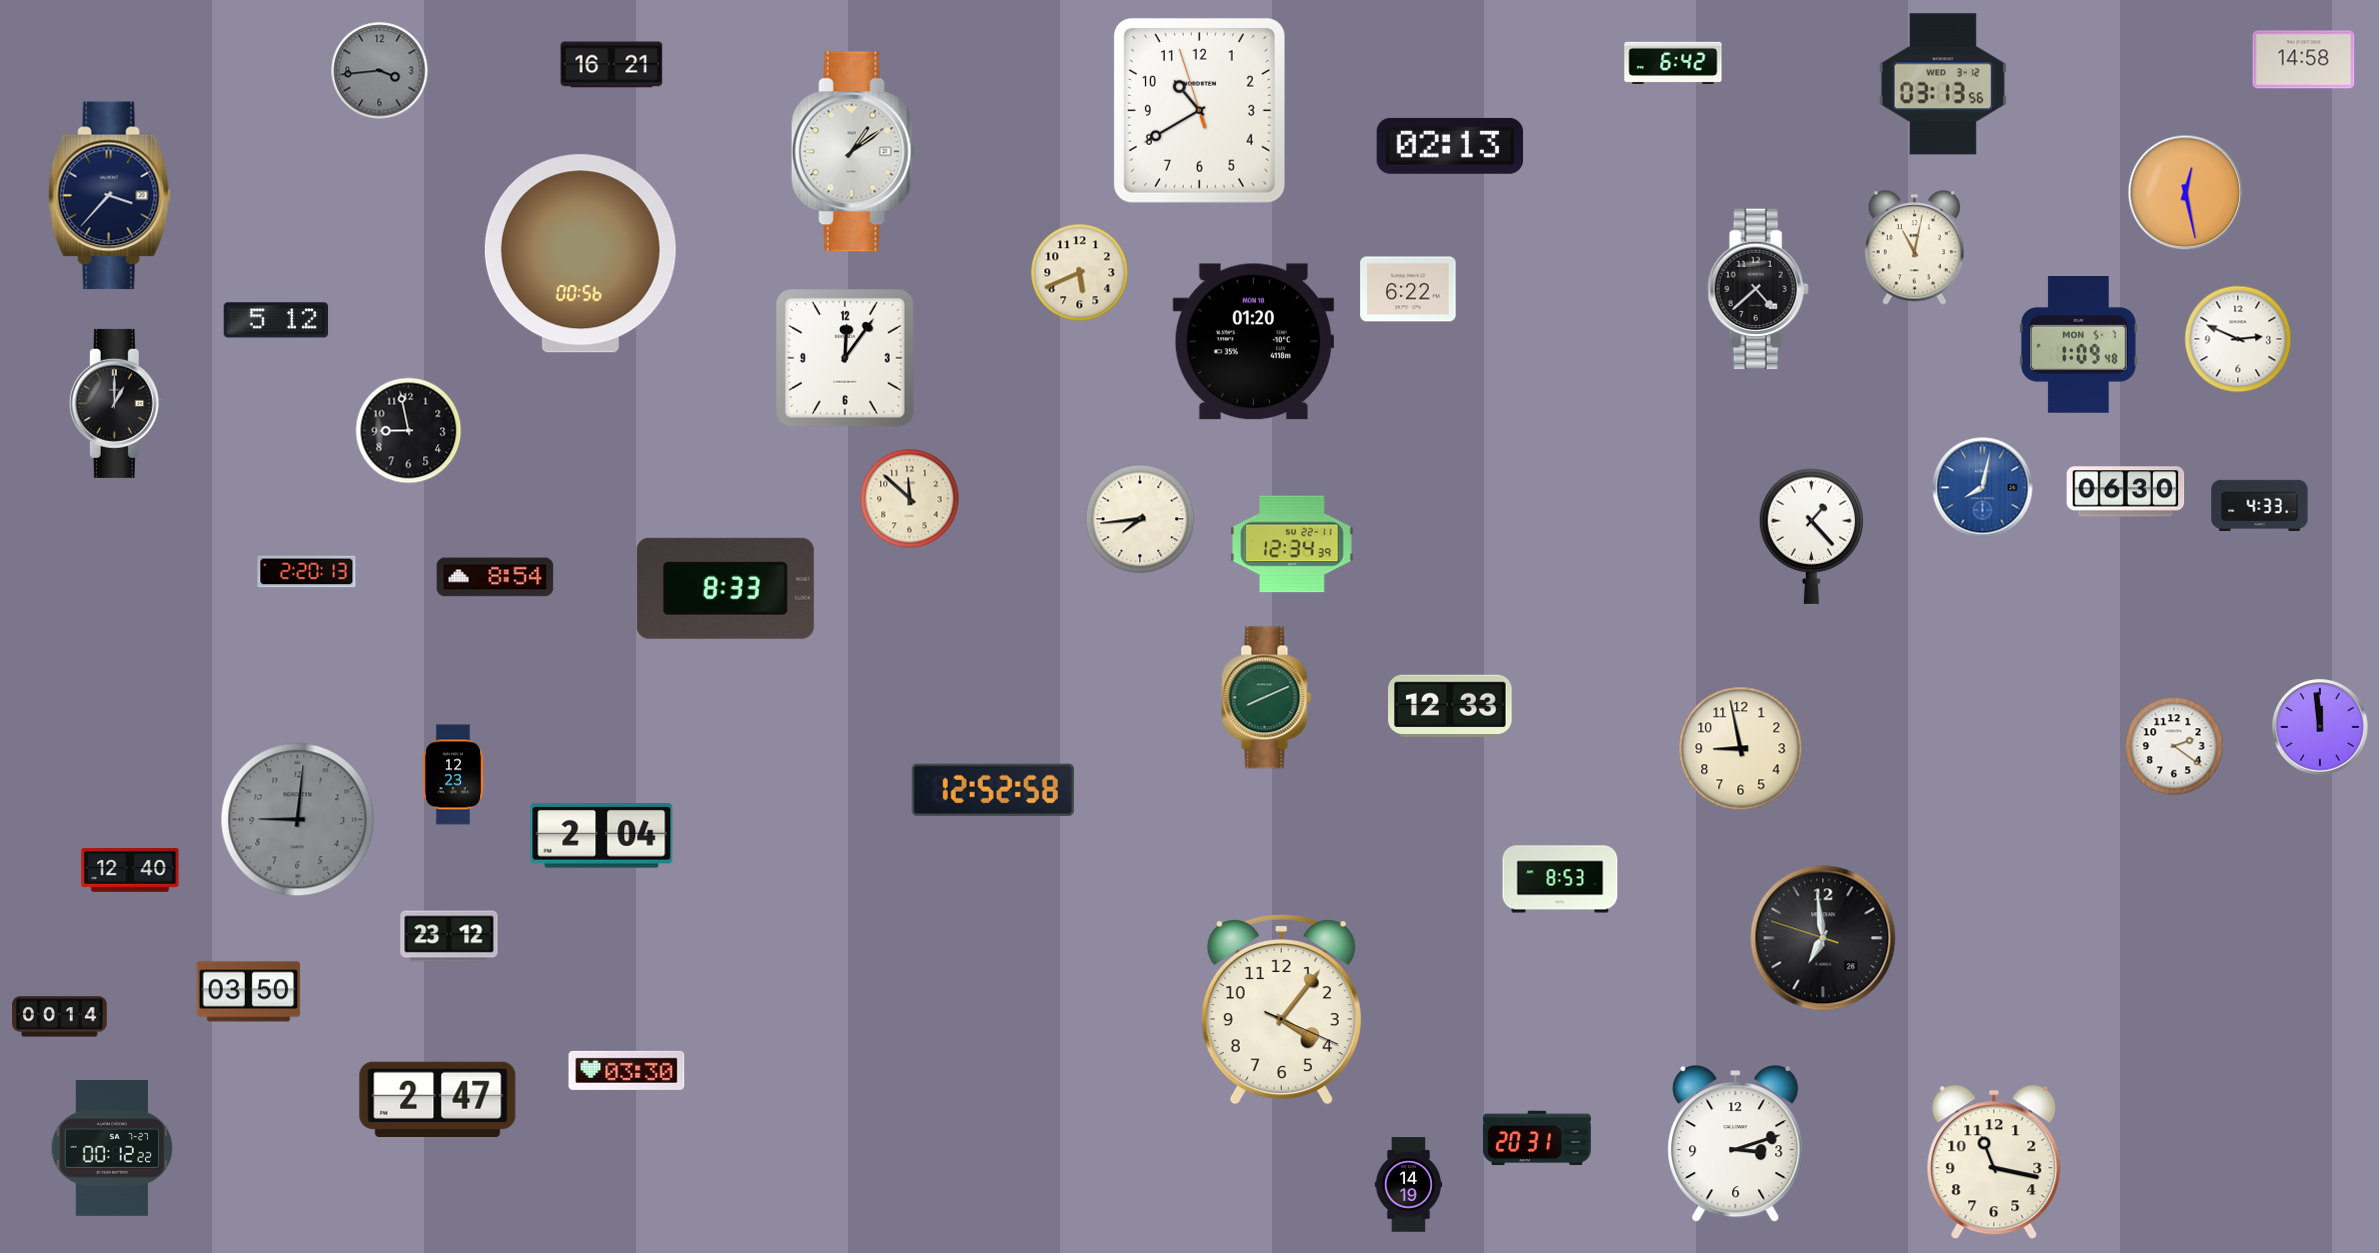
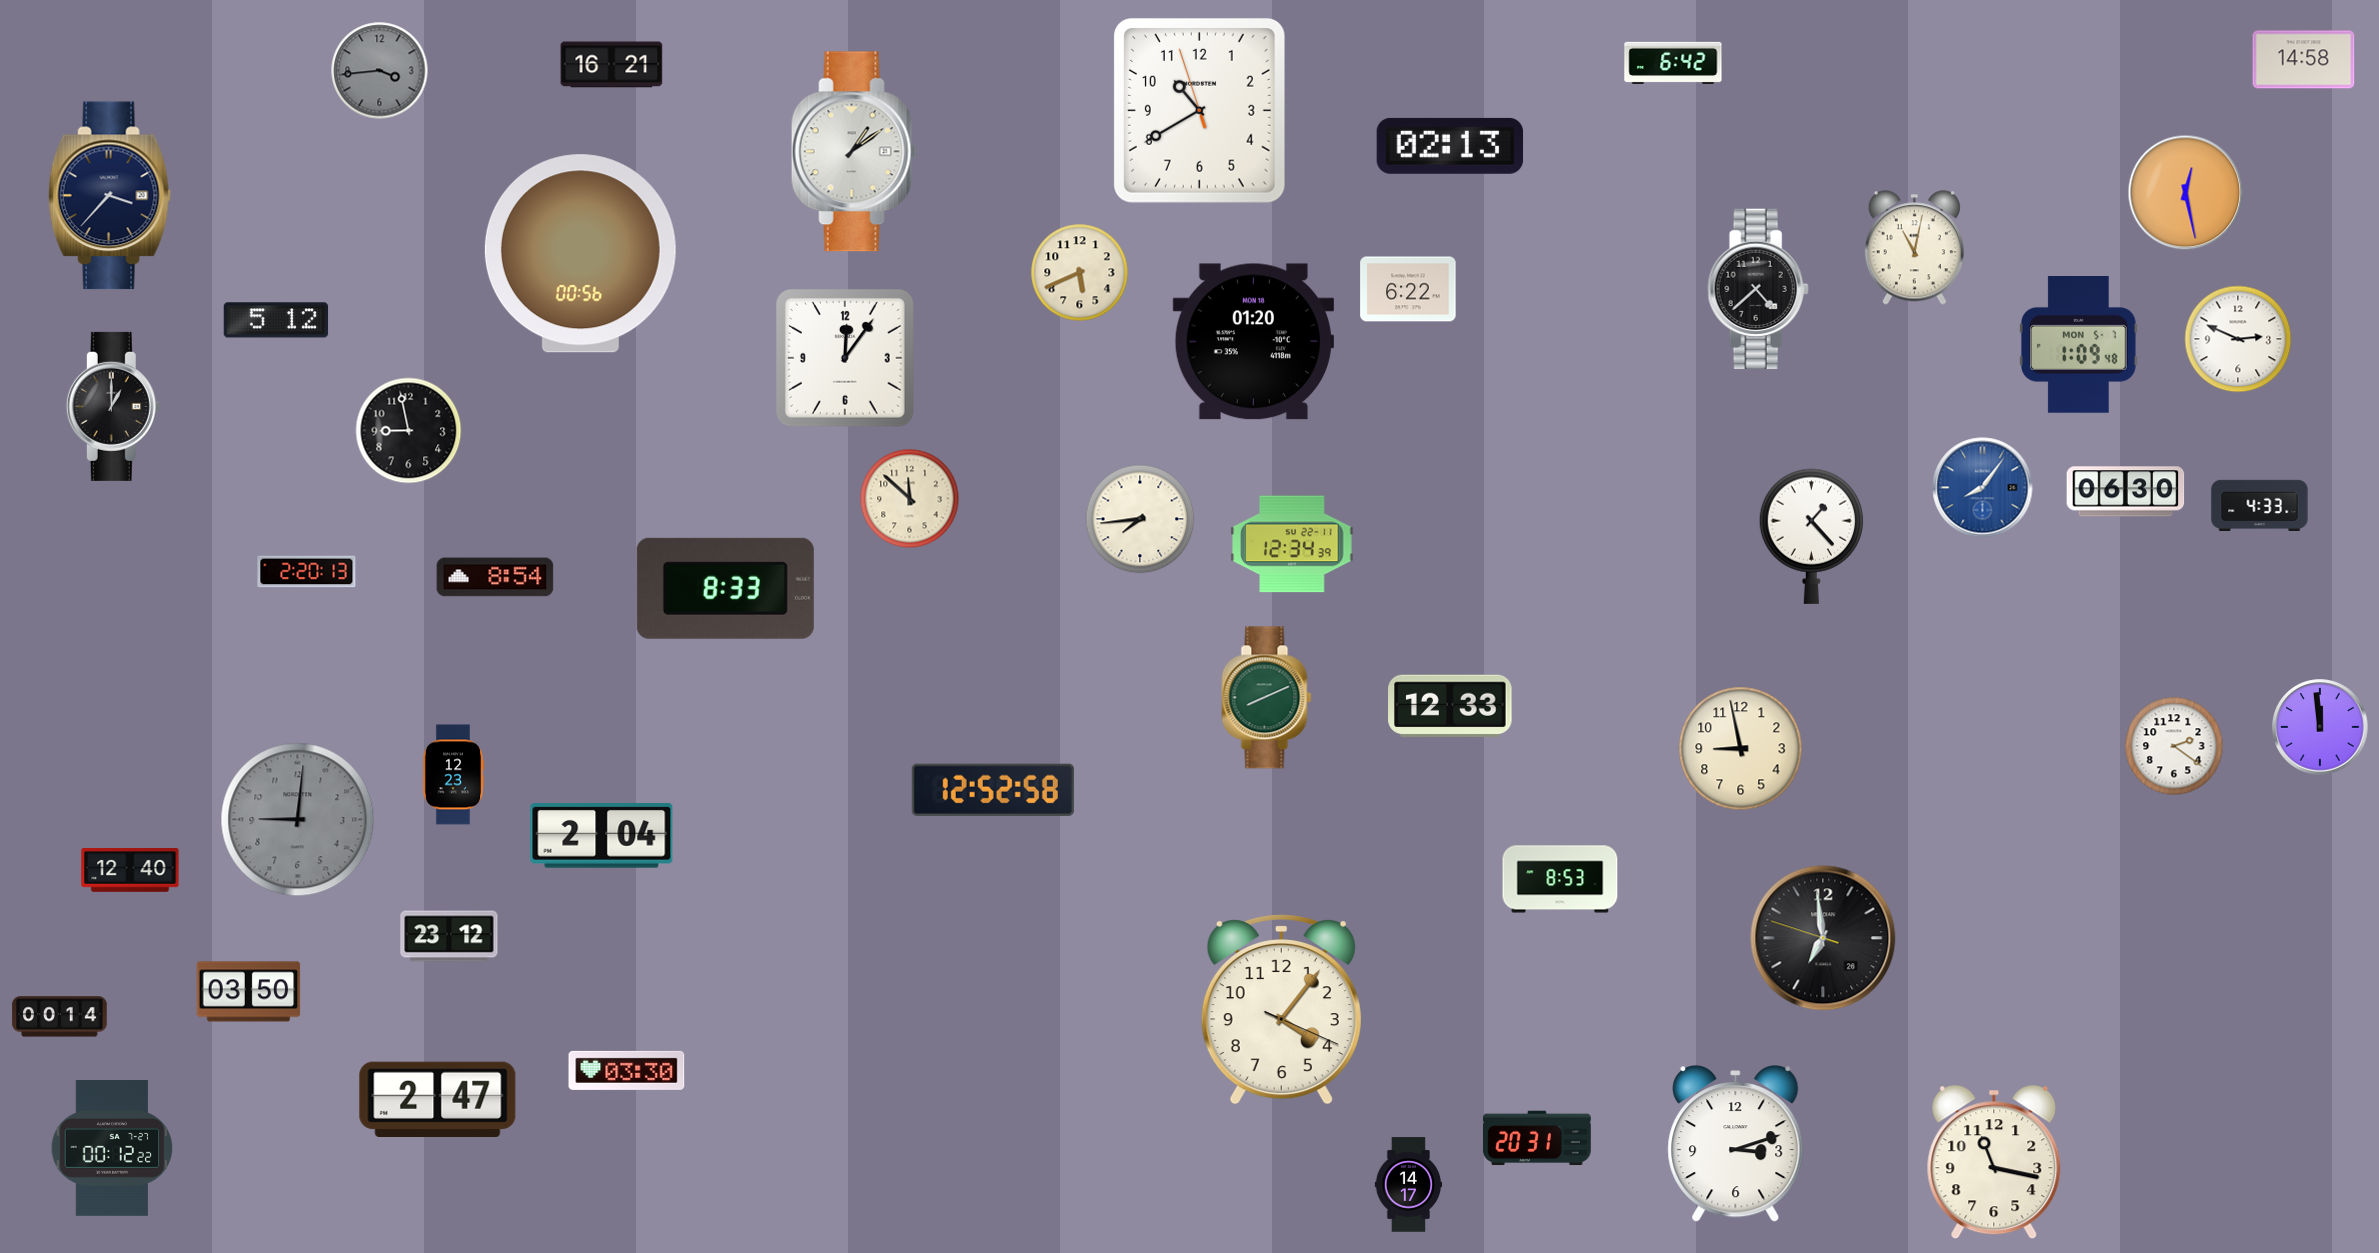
clock at (1943, 84): 03:13 -> none
clock at (116, 403) position: (116, 403) -> (113, 406)
clock at (1983, 488): 8:02 -> 8:06
clock at (1409, 1185): 14:19 -> 14:17
